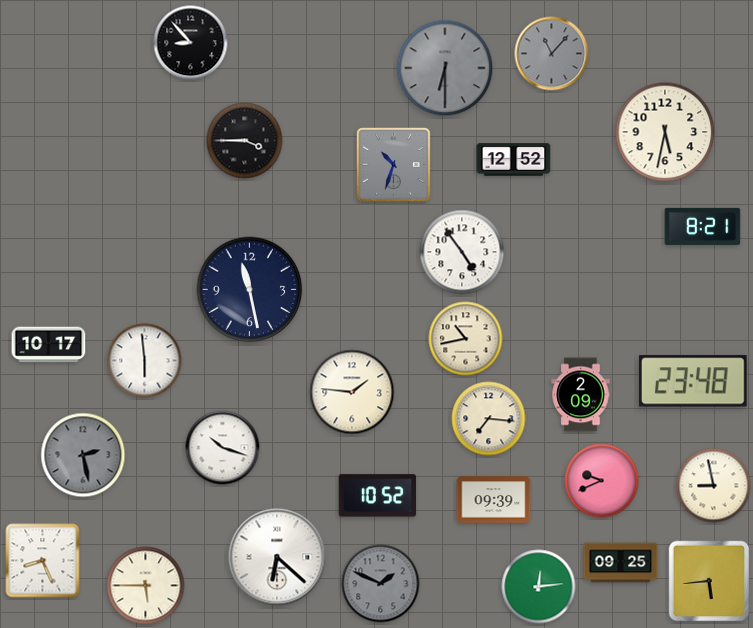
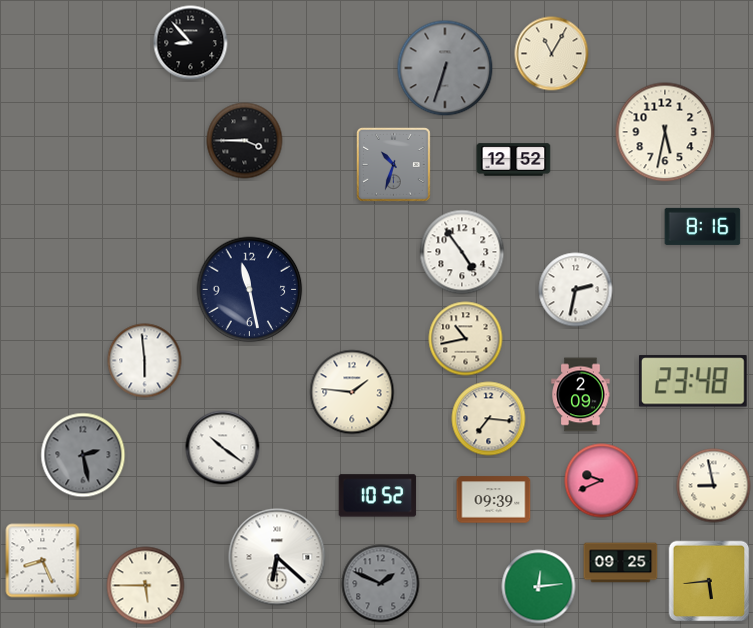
clock at (552, 54): 11:07 -> 11:05
clock at (552, 54) dial: grey -> cream
clock at (445, 68): 6:30 -> 6:33
clock at (703, 226): 8:21 -> 8:16
clock at (576, 290): none -> 2:32
clock at (49, 345): 10:17 -> none
clock at (223, 448): 10:18 -> 10:21
